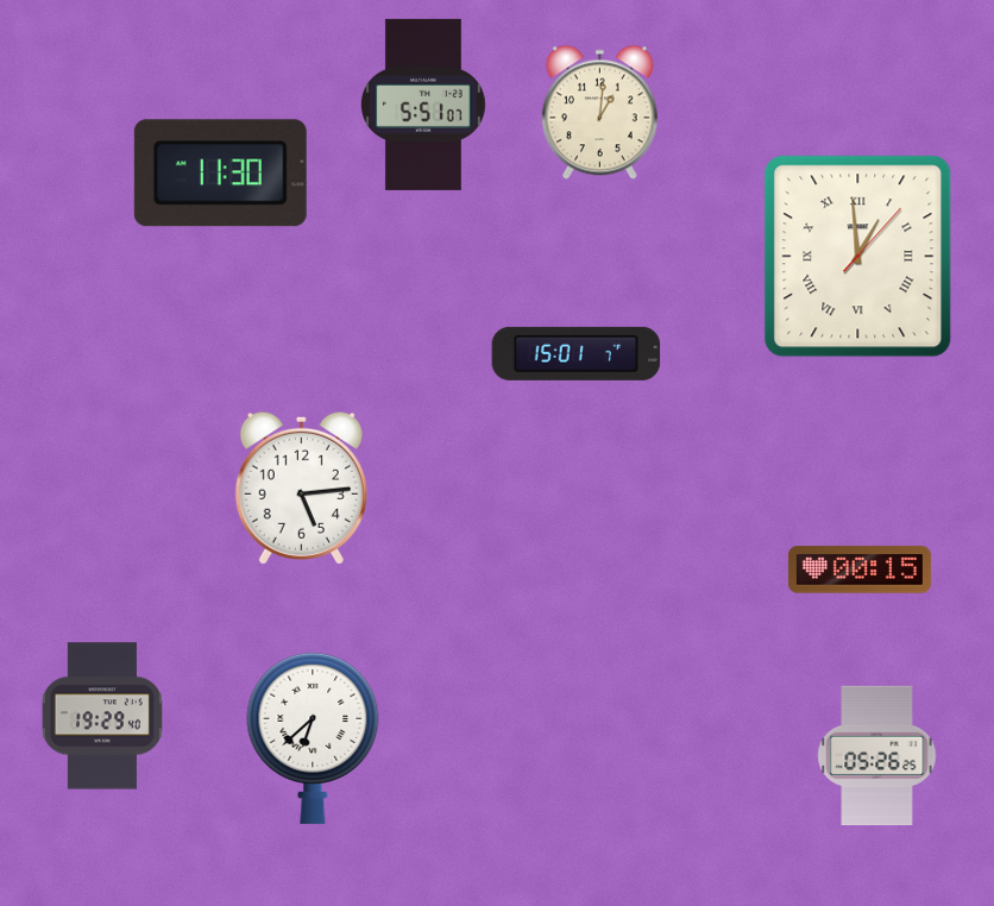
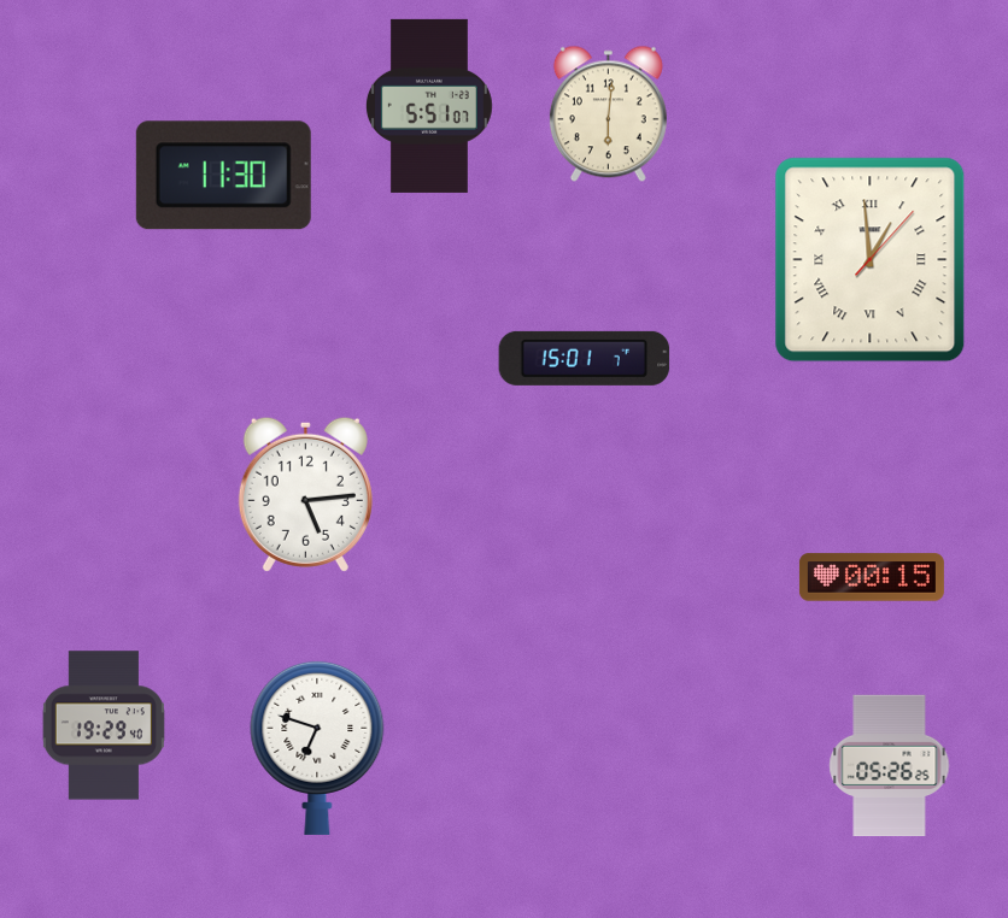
clock at (599, 113): 1:01 -> 6:01
clock at (313, 737): 6:38 -> 6:48
